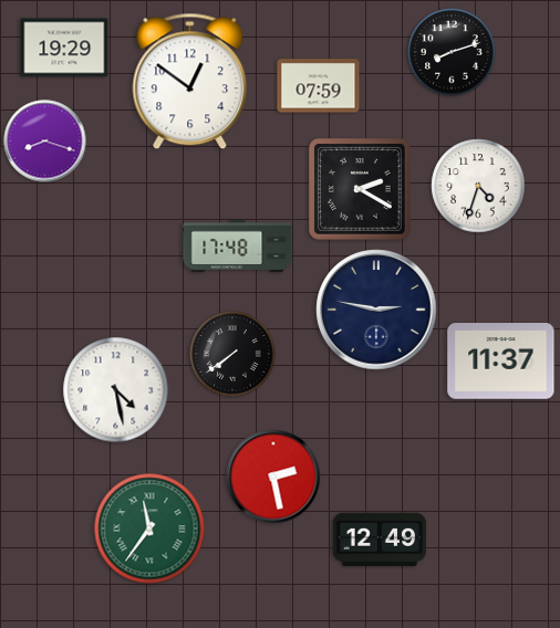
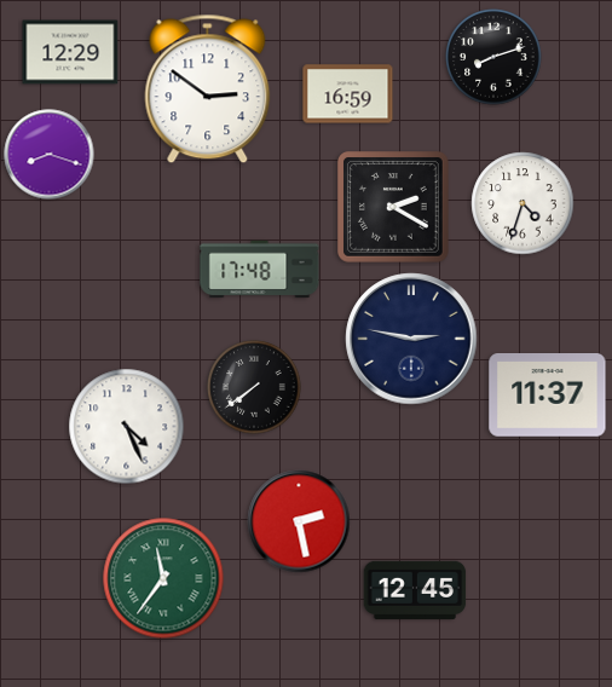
clock at (64, 48): 19:29 -> 12:29
clock at (190, 82): 12:51 -> 2:51
clock at (319, 86): 07:59 -> 16:59
clock at (116, 390): 4:28 -> 4:26
clock at (380, 538): 12:49 -> 12:45
